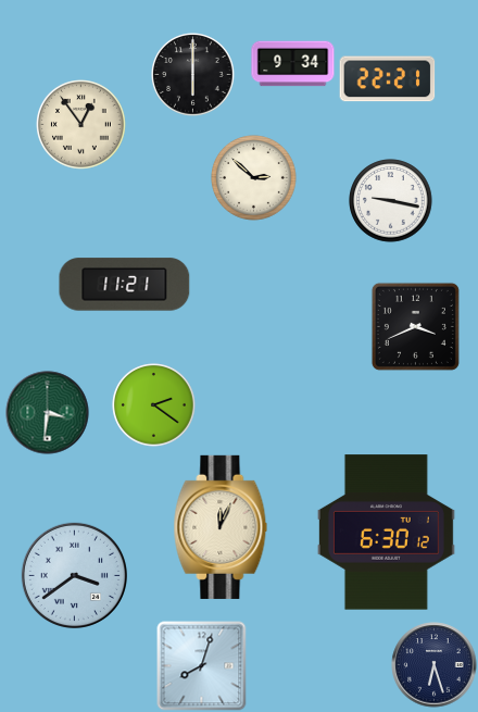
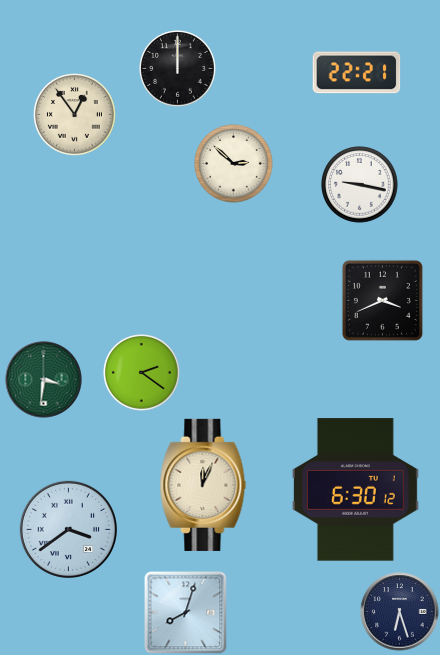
clock at (293, 64): 9:34 -> none
clock at (193, 75): 6:00 -> 12:00
clock at (125, 285): 11:21 -> none
